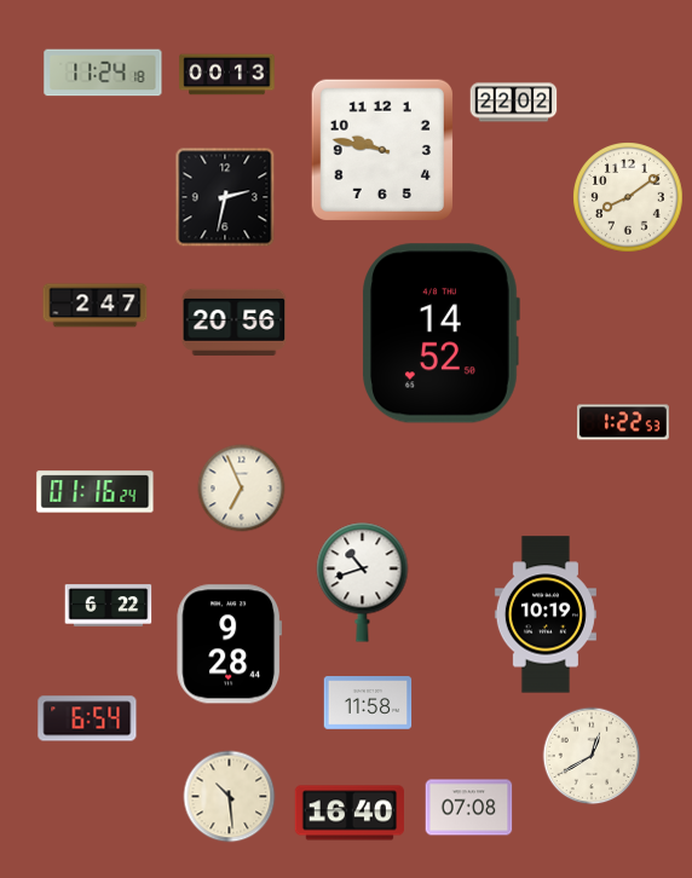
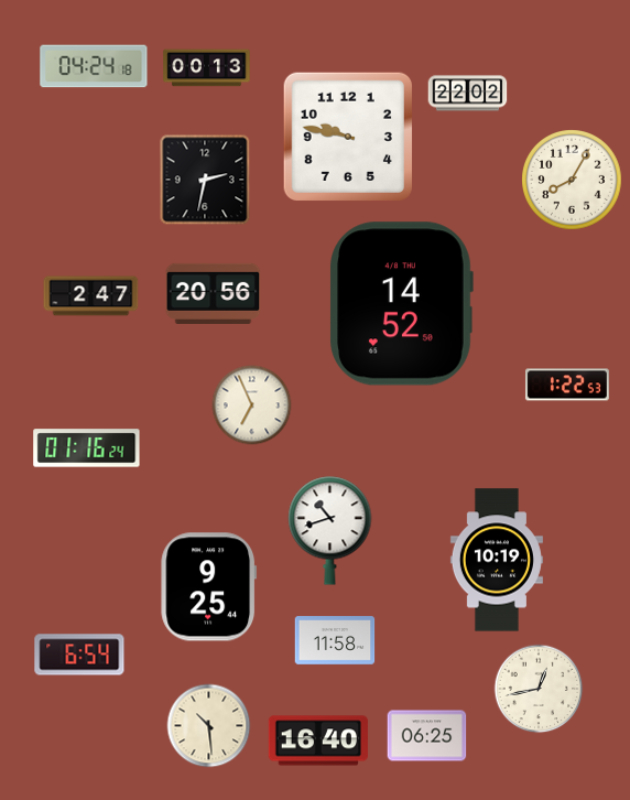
clock at (103, 73): 11:24 -> 04:24
clock at (628, 197): 8:09 -> 8:05
clock at (96, 306) position: (96, 306) -> (91, 296)
clock at (242, 489) position: (242, 489) -> (252, 406)
clock at (109, 606): 6:22 -> none
clock at (230, 645): 9:28 -> 9:25
clock at (592, 756): 12:40 -> 12:43
clock at (469, 808): 07:08 -> 06:25
